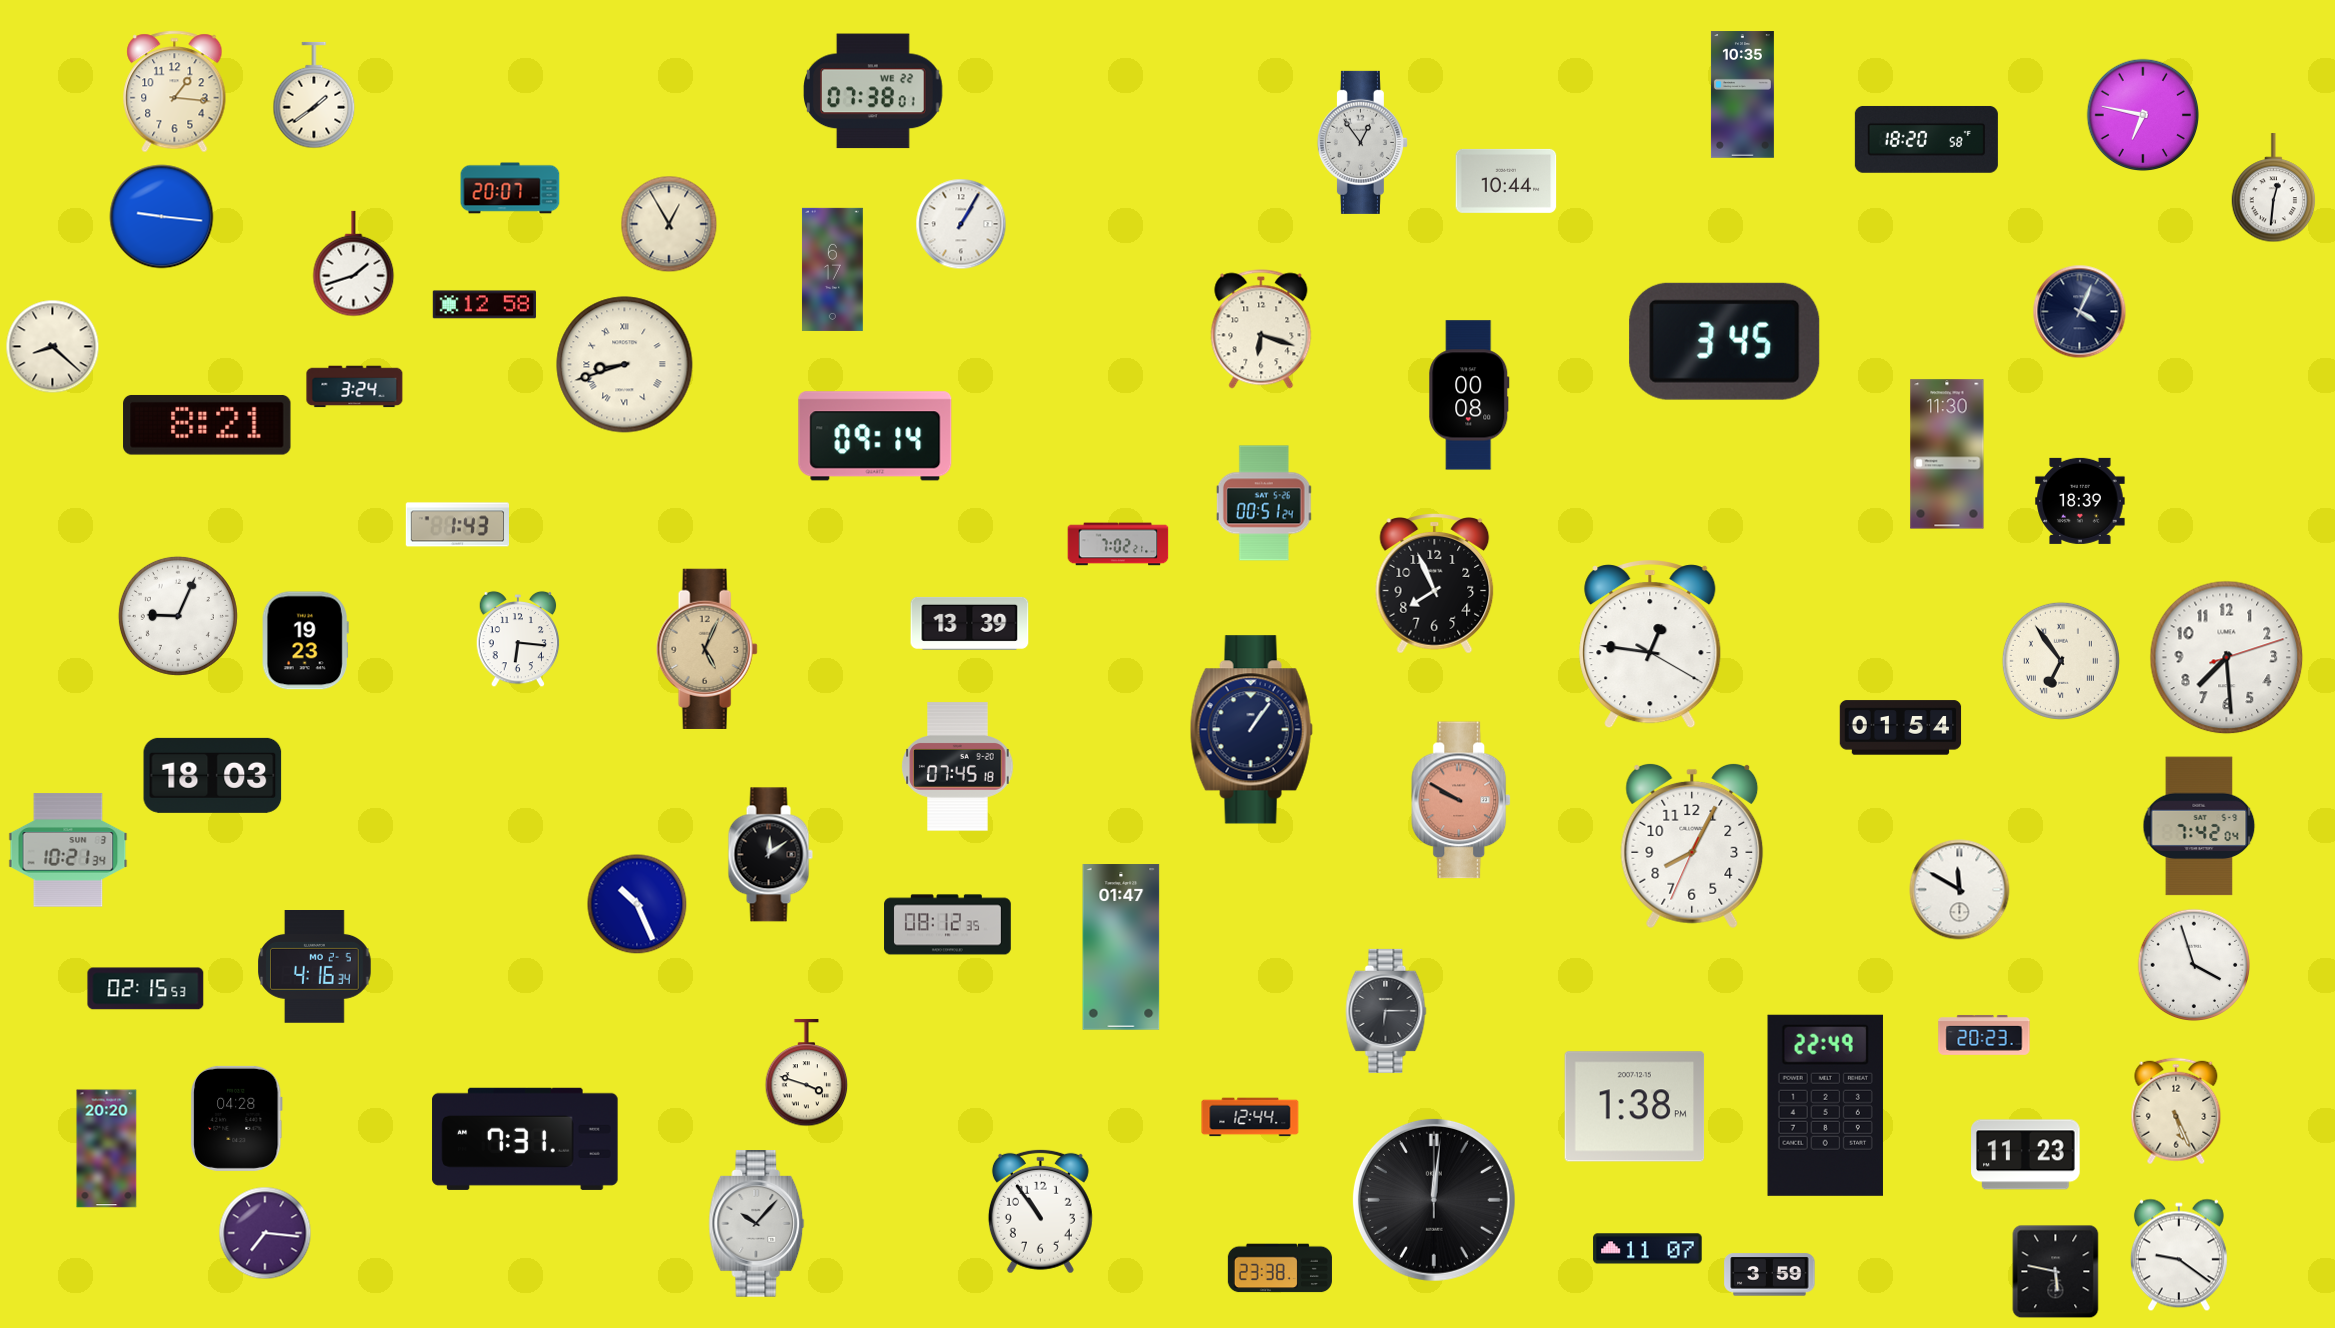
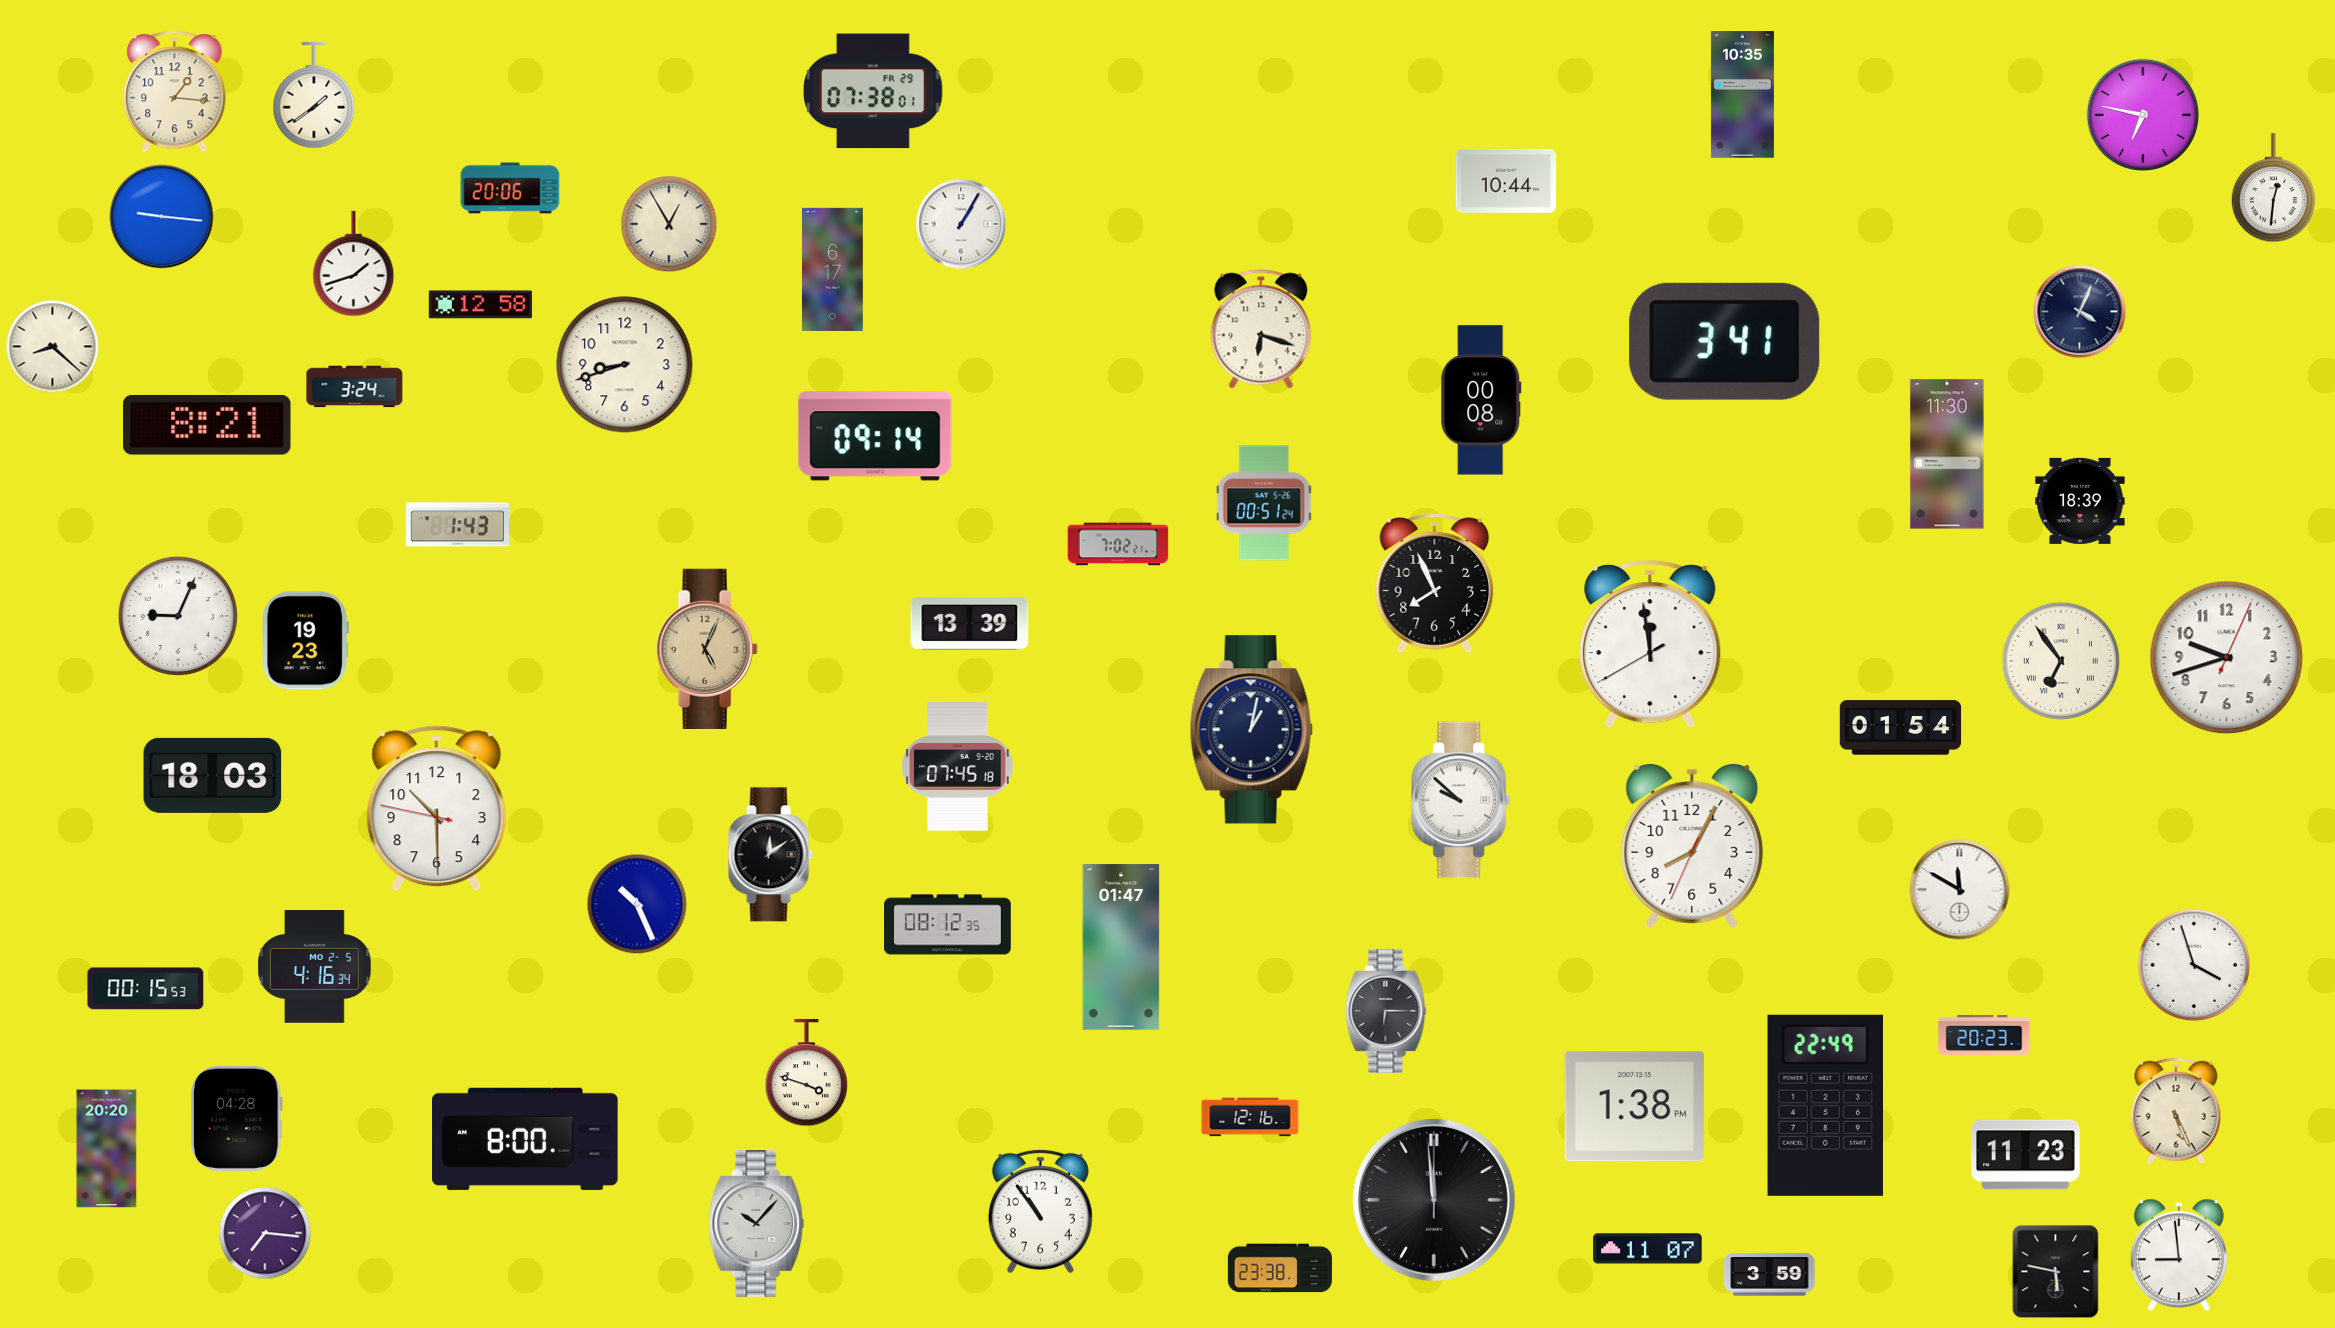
clock at (874, 91) date: WE 22 -> FR 29
clock at (1926, 139): 18:20 -> none
clock at (1362, 142): 12:54 -> none
clock at (510, 188): 20:07 -> 20:06
clock at (484, 305) position: (484, 305) -> (480, 305)
clock at (1725, 341): 3:45 -> 3:41
clock at (625, 365) numerals: Roman -> Arabic
clock at (1469, 395) position: (1469, 395) -> (1481, 400)
clock at (518, 639): 6:16 -> none
clock at (1650, 645): 12:46 -> 11:58
clock at (2227, 658): 7:29 -> 9:42
clock at (1251, 730): 1:06 -> 1:02
clock at (1462, 800): 9:50 -> 9:52
clock at (1462, 800) dial: salmon -> white
clock at (437, 809): none -> 10:29
clock at (2199, 826): 7:42 -> none
clock at (68, 850): 10:21 -> none
clock at (146, 989): 02:15 -> 00:15
clock at (1250, 1117): 12:44 -> 12:16
clock at (525, 1139): 7:31 -> 8:00
clock at (1434, 1200): 12:01 -> 11:59
clock at (2179, 1255): 9:21 -> 8:59
